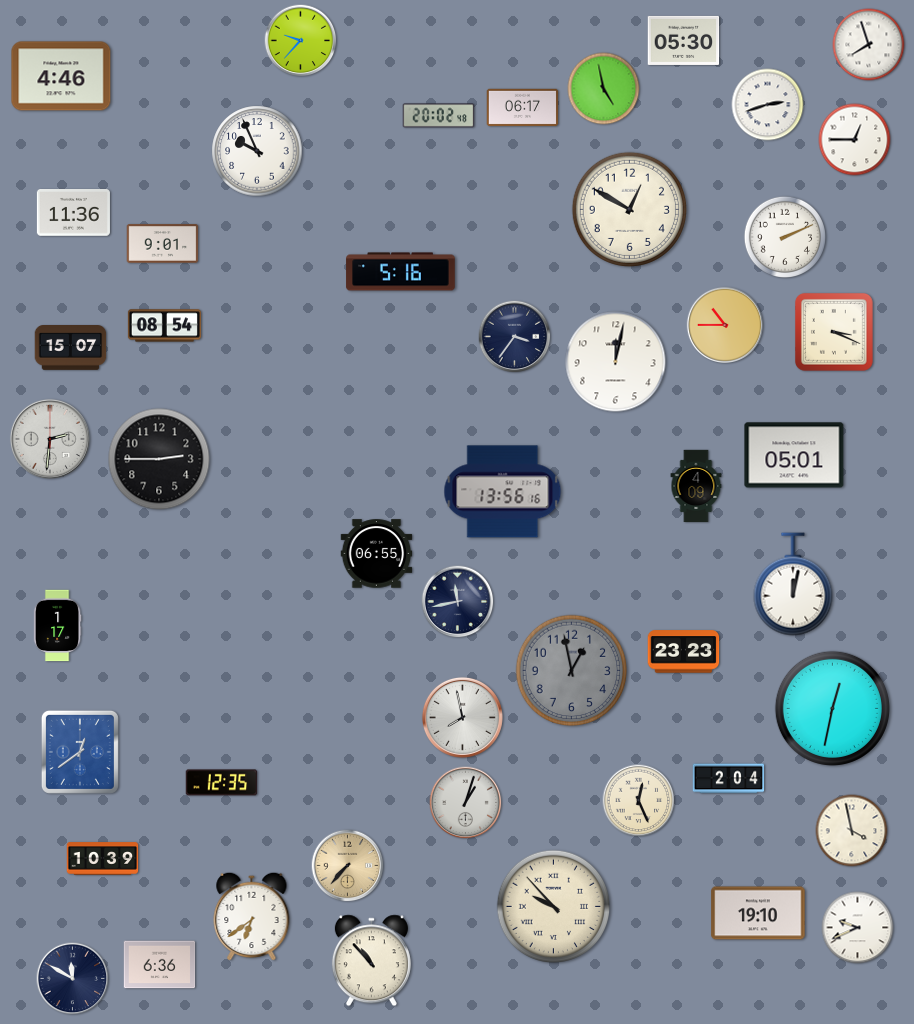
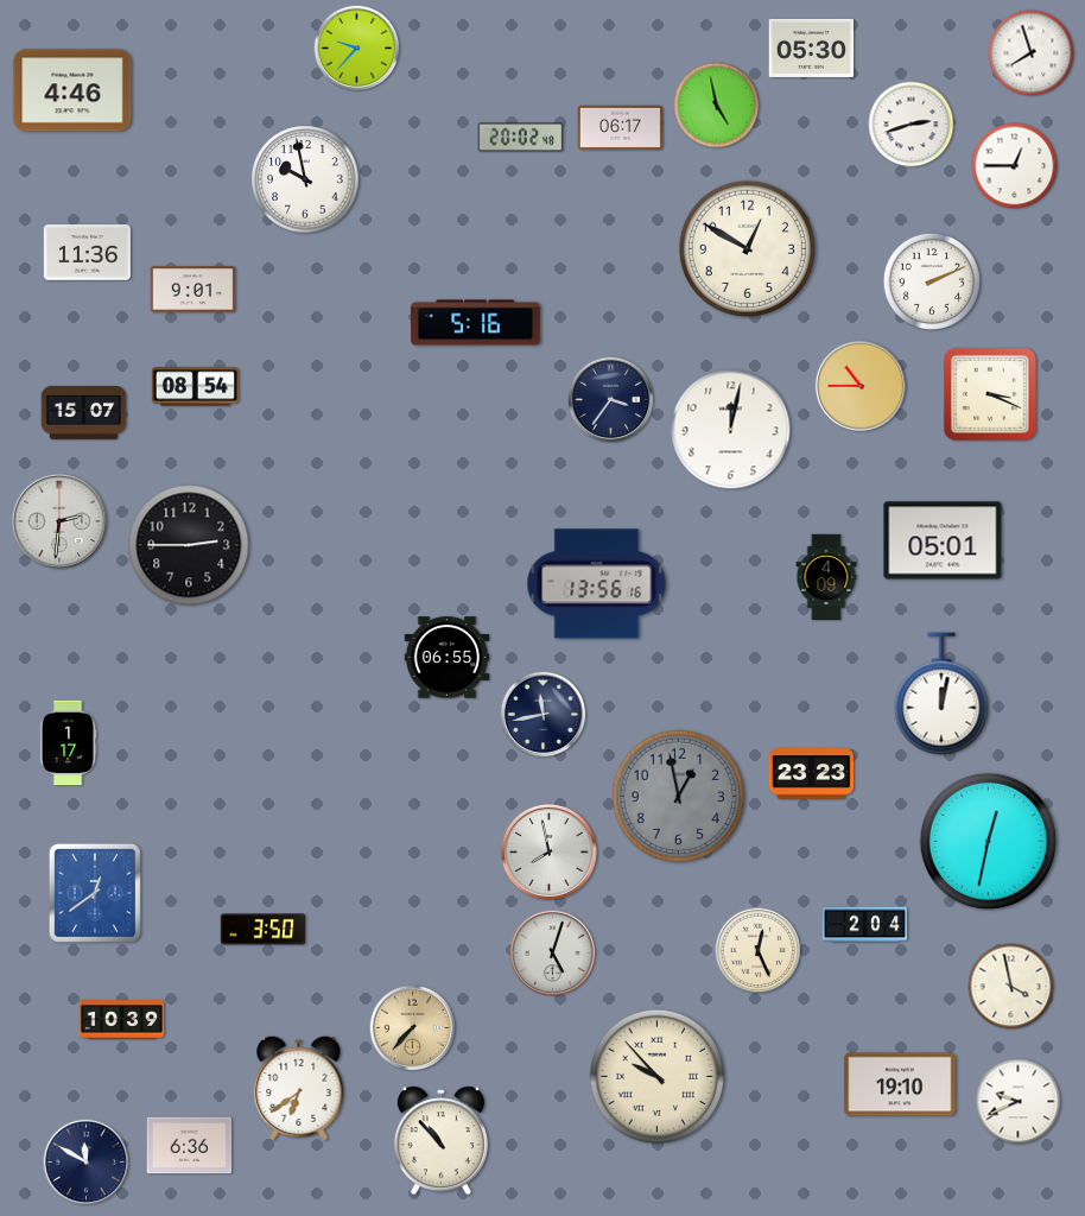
clock at (257, 151): 9:56 -> 9:58
clock at (222, 783): 12:35 -> 3:50
clock at (466, 803): 1:03 -> 5:03
